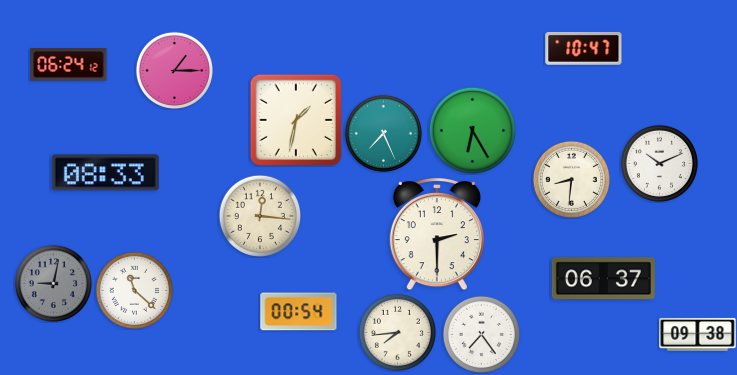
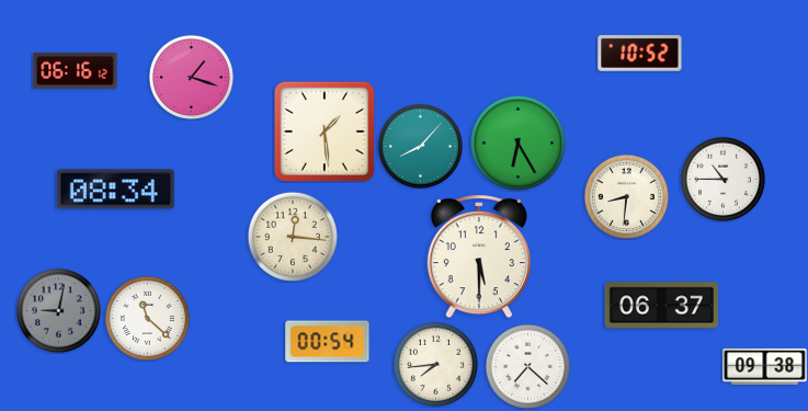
clock at (584, 49): 10:47 -> 10:52
clock at (69, 65): 06:24 -> 06:16
clock at (174, 70): 1:15 -> 1:18
clock at (296, 120): 1:32 -> 1:29
clock at (383, 133): 7:26 -> 8:07
clock at (659, 163): 10:11 -> 10:45
clock at (105, 173): 08:33 -> 08:34
clock at (259, 215) position: (259, 215) -> (292, 236)
clock at (437, 235): 2:30 -> 5:30
clock at (481, 334): 7:24 -> 7:22
